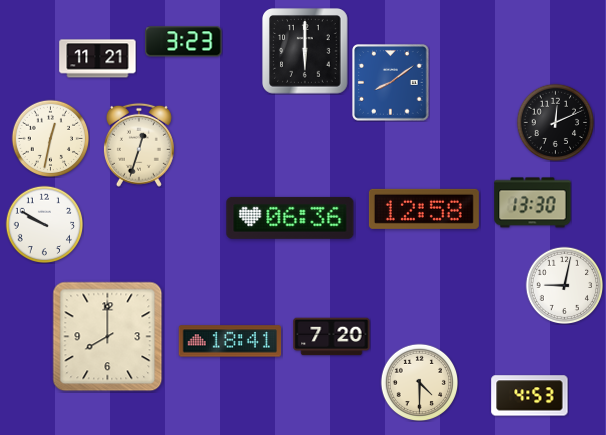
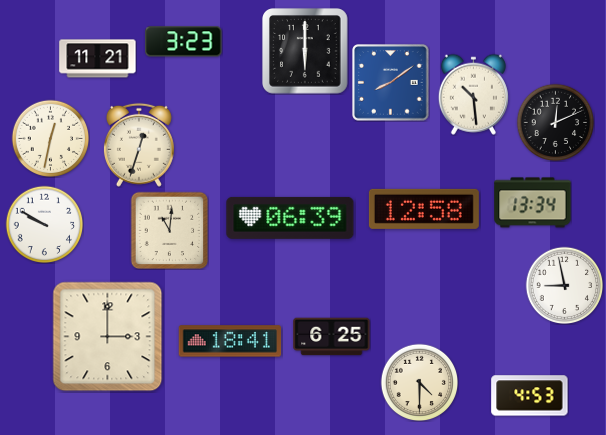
clock at (473, 94): none -> 10:29
clock at (533, 203): 13:30 -> 13:34
clock at (290, 218): 06:36 -> 06:39
clock at (169, 230): none -> 11:01
clock at (564, 285): 9:02 -> 8:58
clock at (108, 337): 8:00 -> 3:00
clock at (332, 337): 7:20 -> 6:25
